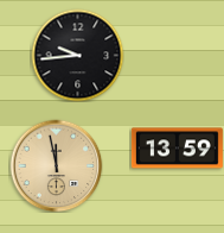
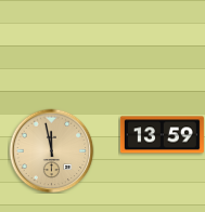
clock at (77, 55): 9:44 -> none
